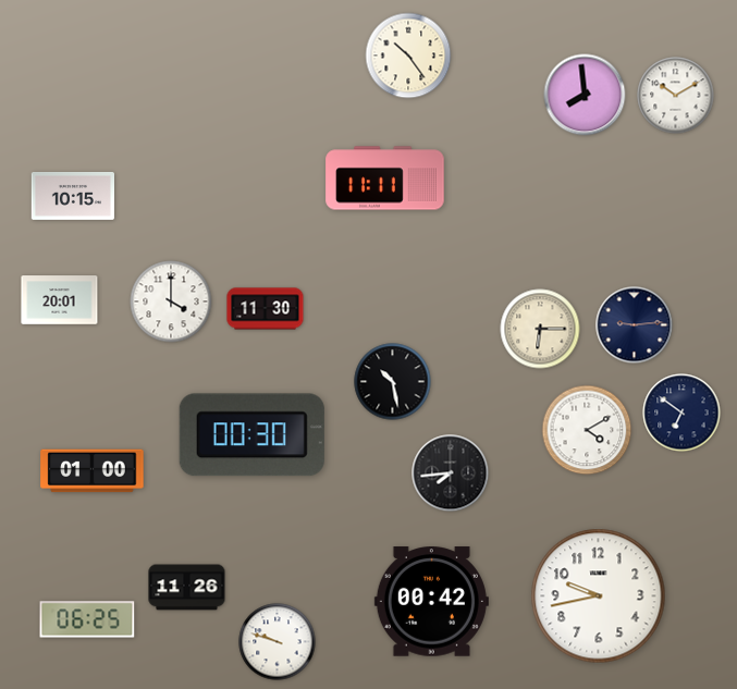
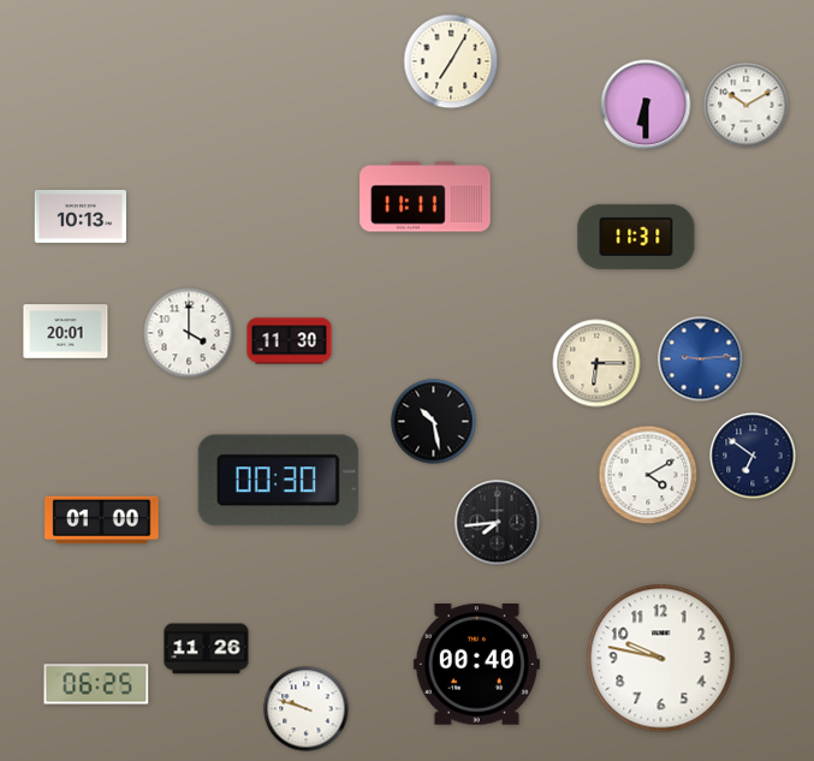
clock at (408, 56): 10:24 -> 7:05
clock at (585, 95): 7:59 -> 6:30
clock at (72, 196): 10:15 -> 10:13
clock at (636, 237): none -> 11:31
clock at (266, 309) position: (266, 309) -> (290, 341)
clock at (635, 325) dial: navy -> blue
clock at (599, 596): 9:43 -> 9:47
clock at (431, 602): 00:42 -> 00:40
